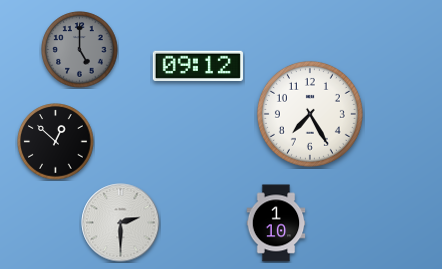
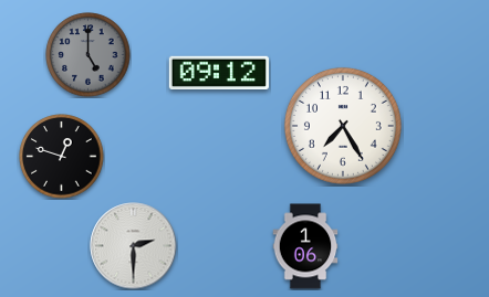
clock at (56, 142): 12:52 -> 12:48
clock at (276, 223): 1:10 -> 1:06
